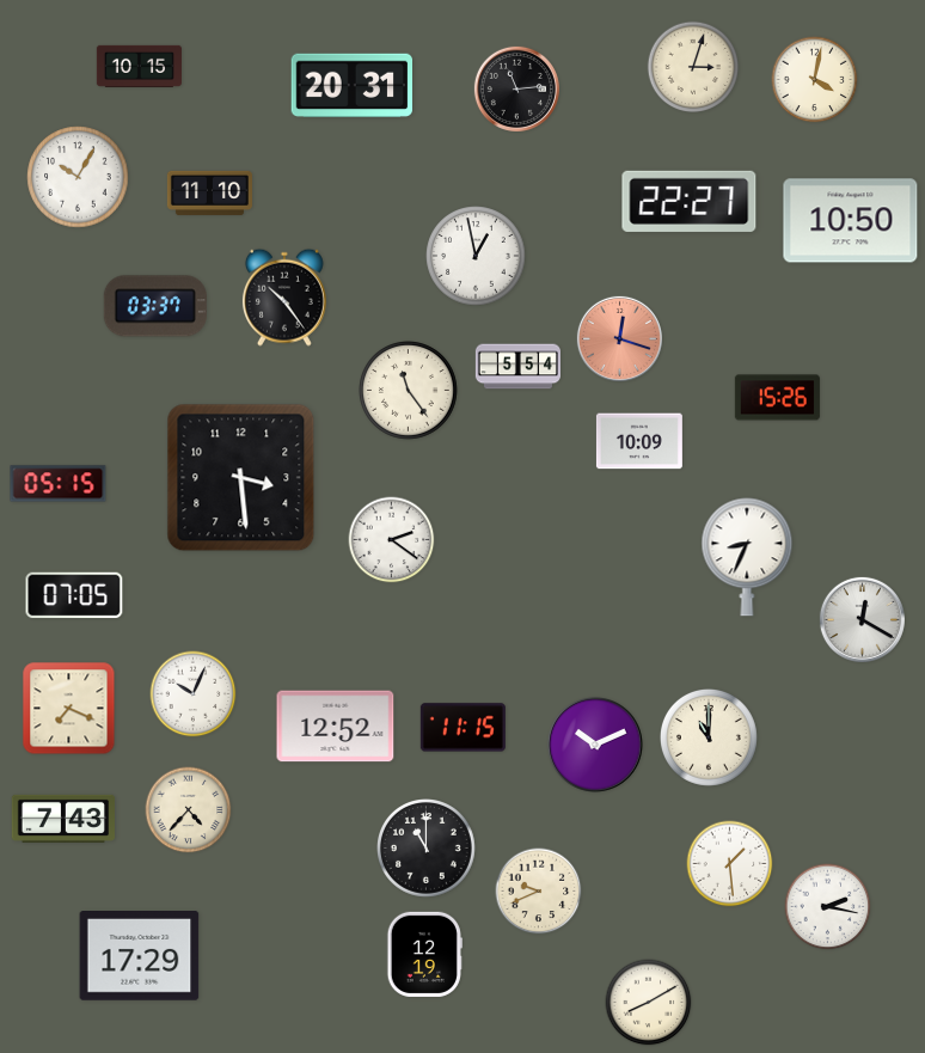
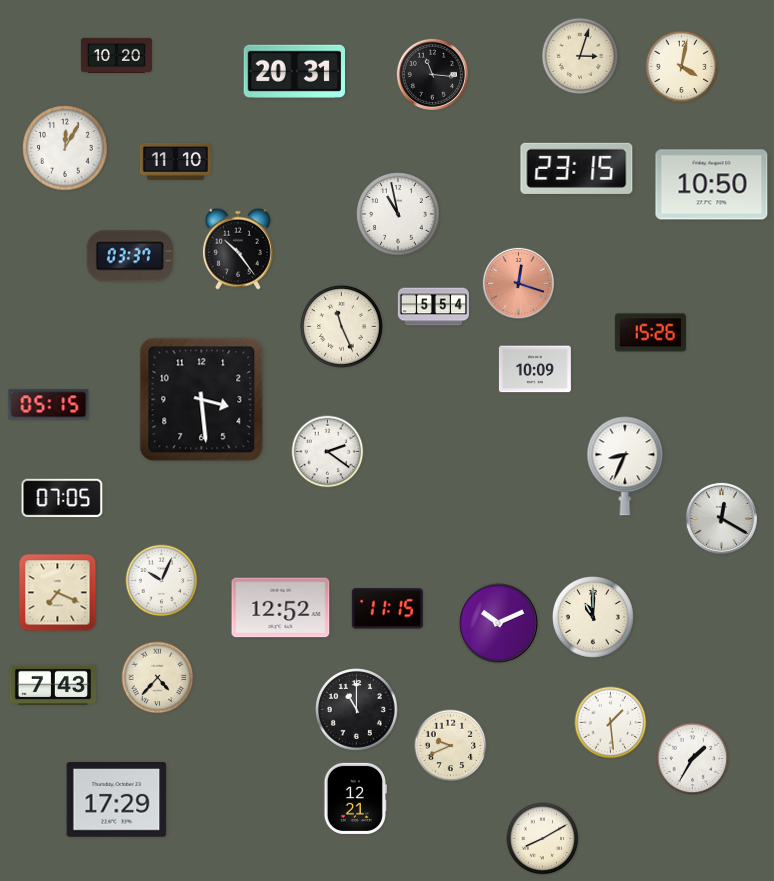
clock at (139, 66): 10:15 -> 10:20
clock at (516, 88): 11:14 -> 11:16
clock at (78, 177): 10:05 -> 12:05
clock at (690, 201): 22:27 -> 23:15
clock at (476, 256): 12:58 -> 10:58
clock at (409, 391): 11:24 -> 11:26
clock at (828, 907): 2:17 -> 1:35
clock at (424, 954): 12:19 -> 12:21
